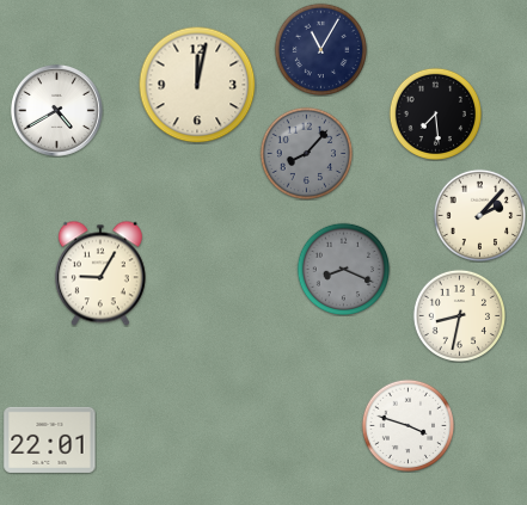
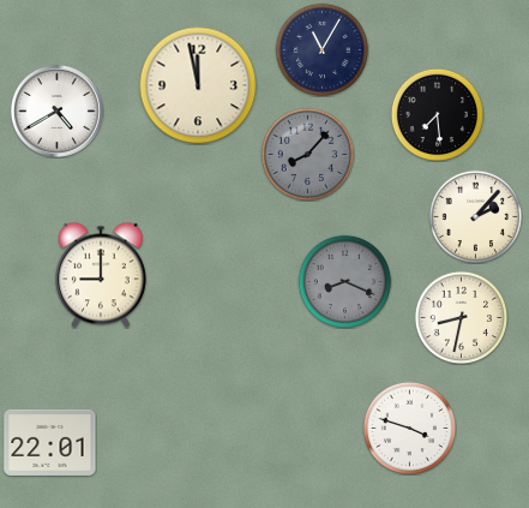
clock at (197, 85): 12:02 -> 11:58
clock at (479, 215) position: (479, 215) -> (475, 216)
clock at (343, 269) position: (343, 269) -> (344, 281)
clock at (100, 273): 9:05 -> 9:00
